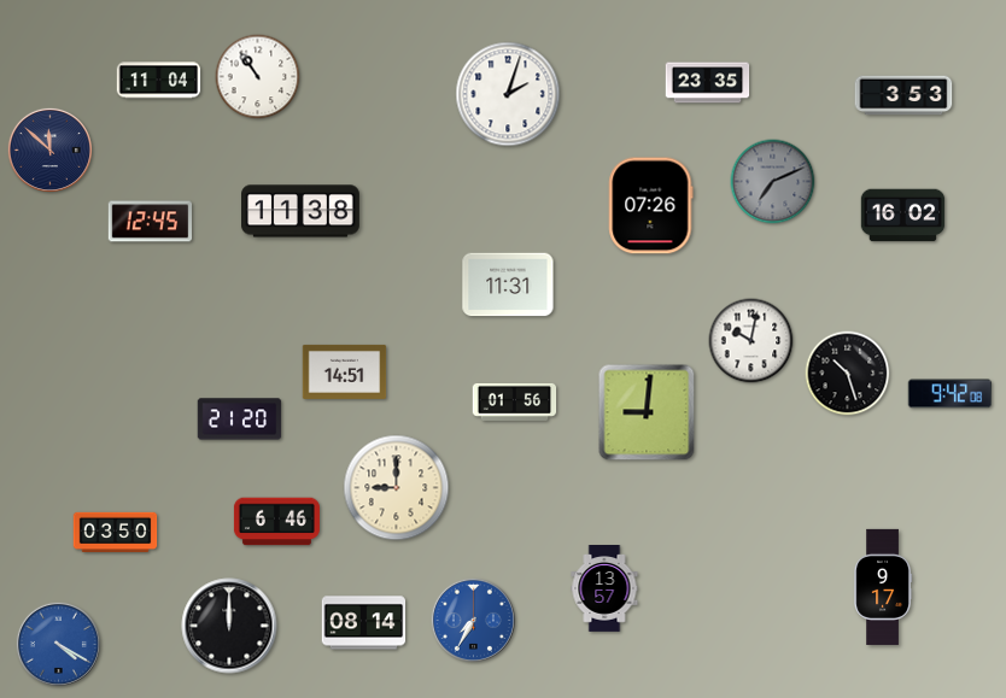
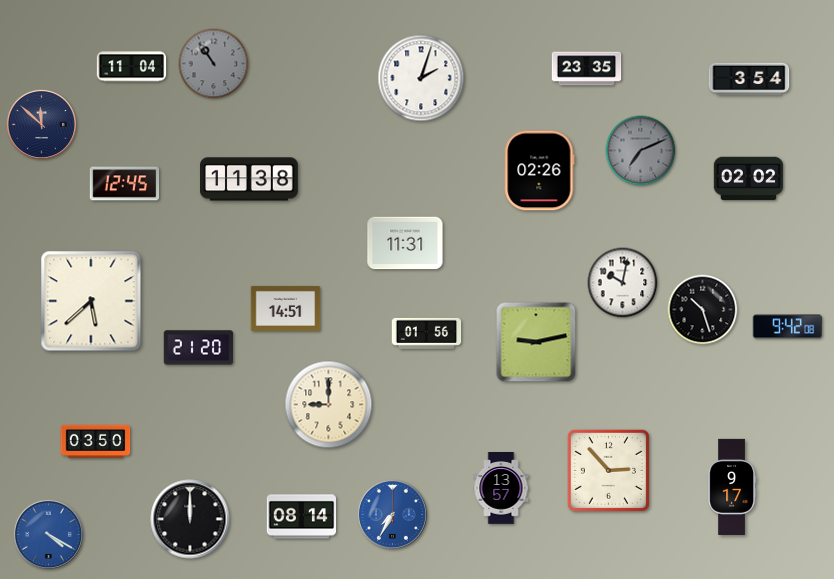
clock at (258, 77) dial: white -> grey
clock at (903, 95): 3:53 -> 3:54
clock at (651, 206): 07:26 -> 02:26
clock at (302, 211) position: (302, 211) -> (250, 179)
clock at (903, 216): 16:02 -> 02:02
clock at (508, 285) position: (508, 285) -> (405, 243)
clock at (91, 301): none -> 5:38
clock at (647, 412): 9:01 -> 9:13
clock at (276, 522): 6:46 -> none
clock at (608, 470): none -> 2:53
